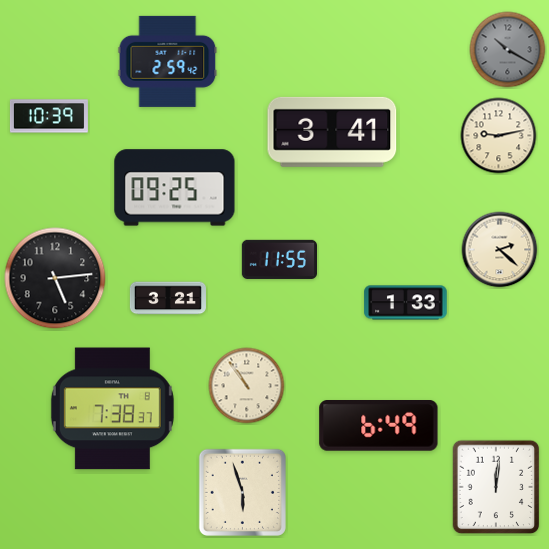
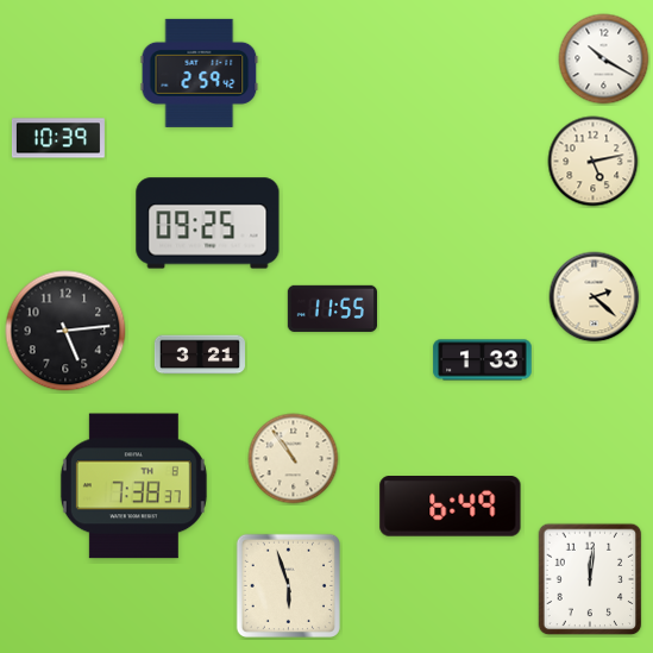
clock at (508, 50) dial: grey -> white
clock at (332, 132): 3:41 -> none
clock at (499, 136): 9:13 -> 5:13
